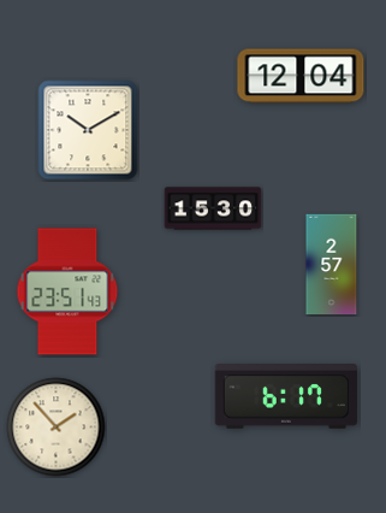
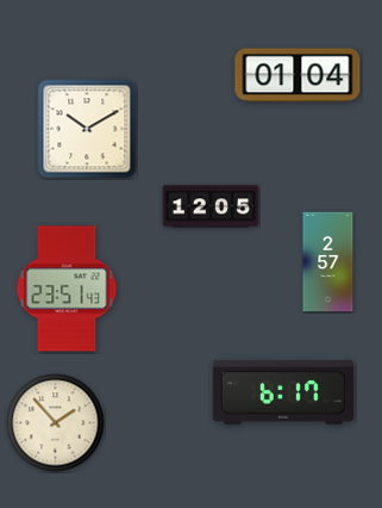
clock at (301, 76): 12:04 -> 01:04
clock at (213, 208): 15:30 -> 12:05
